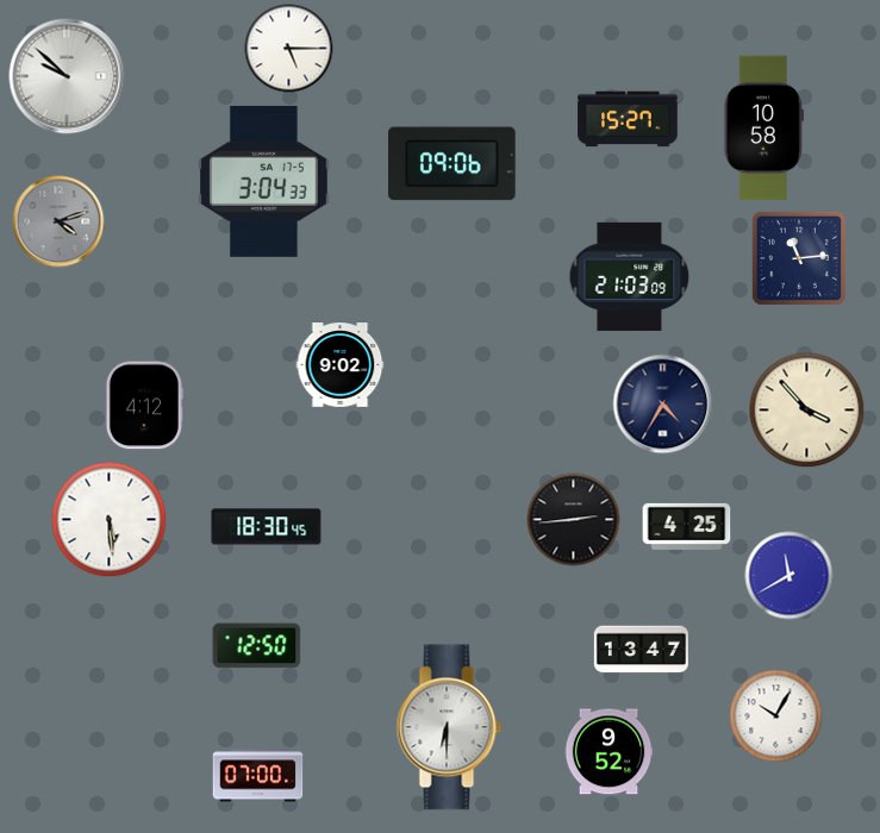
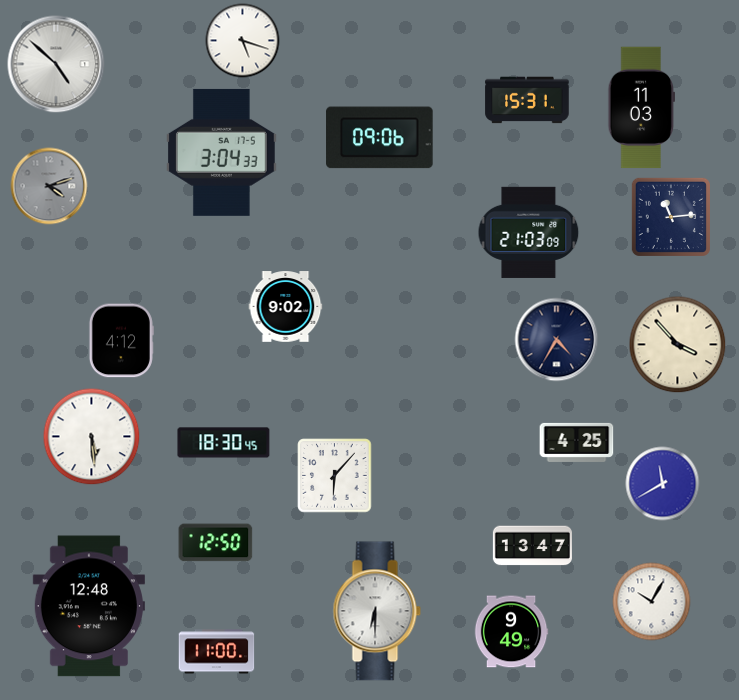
clock at (289, 49): 5:15 -> 5:18
clock at (67, 76): 9:52 -> 4:52
clock at (628, 119): 15:27 -> 15:31
clock at (763, 129): 10:58 -> 11:03
clock at (574, 520): 2:44 -> none
clock at (335, 476): none -> 6:07
clock at (641, 650) position: (641, 650) -> (532, 546)
clock at (89, 606): none -> 12:48
clock at (608, 752): 9:52 -> 9:49
clock at (258, 776): 07:00 -> 11:00
